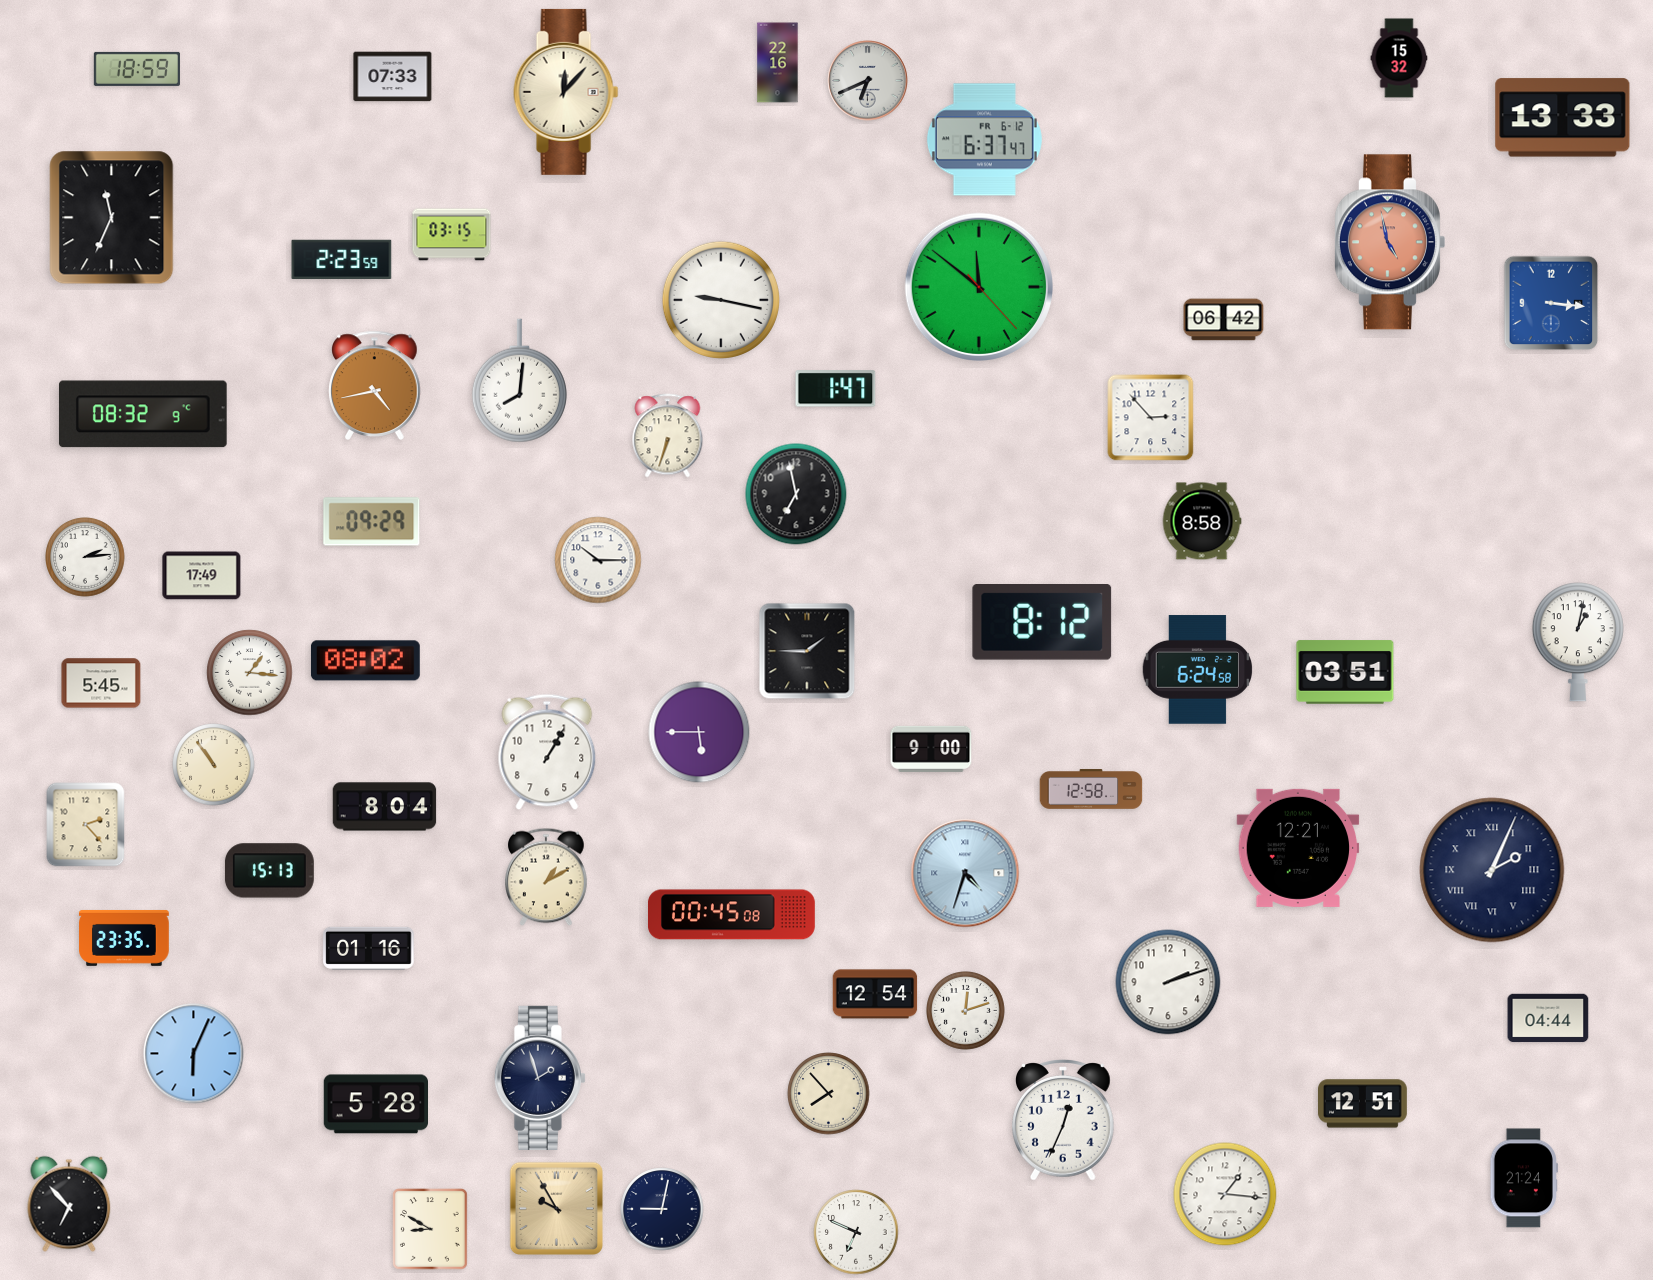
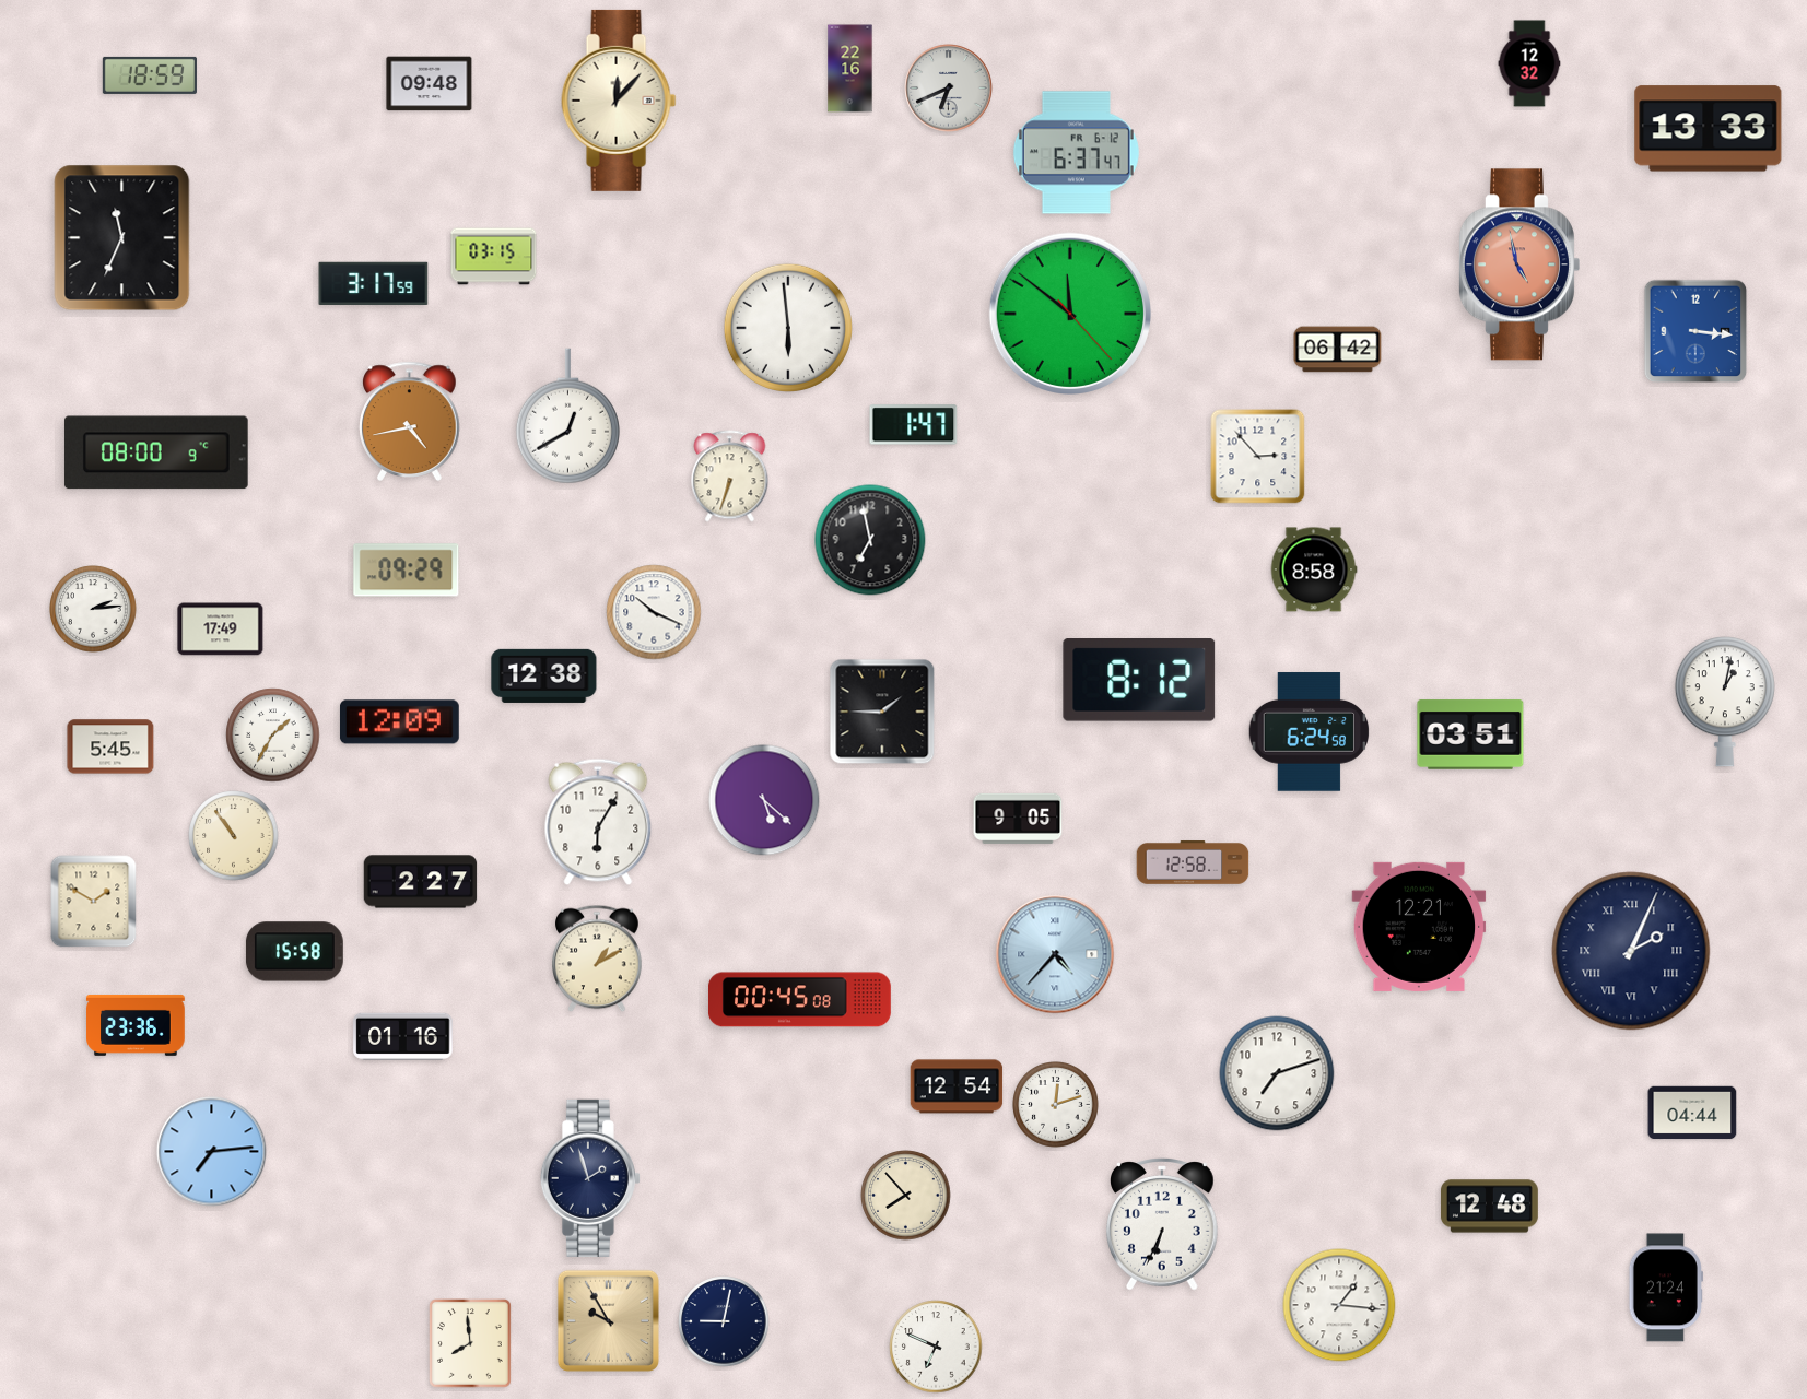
clock at (1399, 58): 15:32 -> 12:32
clock at (393, 77): 07:33 -> 09:48
clock at (342, 260): 2:23 -> 3:17
clock at (721, 300): 9:17 -> 5:59
clock at (519, 381): 8:01 -> 12:40
clock at (143, 414): 08:32 -> 08:00
clock at (598, 560): 10:15 -> 10:19
clock at (544, 675): none -> 12:38
clock at (365, 661): 08:02 -> 12:09
clock at (250, 673): 1:16 -> 1:35
clock at (699, 732): 5:45 -> 5:22
clock at (931, 749): 9:00 -> 9:05
clock at (547, 752): 1:05 -> 6:05
clock at (385, 807): 8:04 -> 2:27
clock at (86, 825): 2:23 -> 1:50
clock at (269, 871): 15:13 -> 15:58
clock at (965, 873): 4:33 -> 4:37
clock at (124, 938): 23:35 -> 23:36
clock at (1168, 982): 2:12 -> 7:12
clock at (194, 1054): 6:04 -> 7:14
clock at (375, 1104): 5:28 -> none
clock at (1363, 1104): 12:51 -> 12:48
clock at (1064, 1120): 12:34 -> 6:34
clock at (69, 1204): 6:53 -> none
clock at (431, 1230): 8:50 -> 7:59
